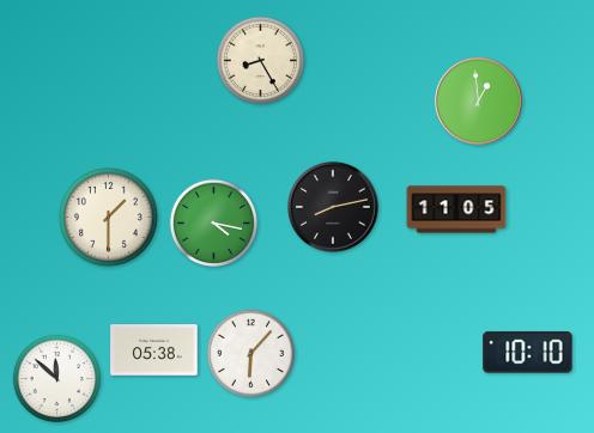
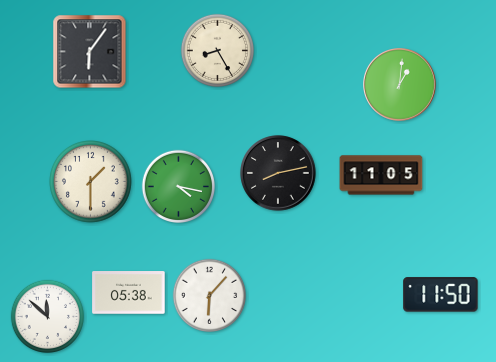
clock at (90, 52): none -> 6:06
clock at (479, 102): 12:59 -> 1:01
clock at (528, 353): 10:10 -> 11:50
